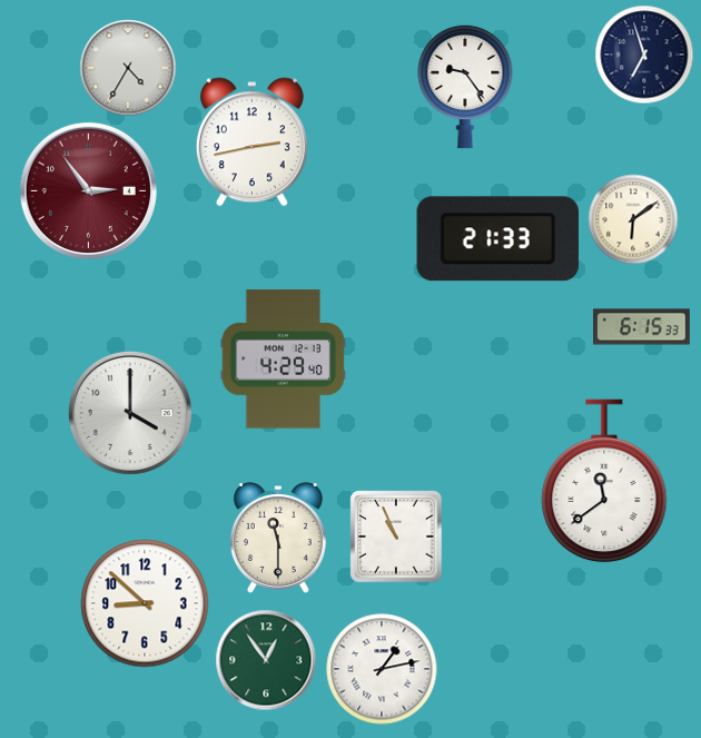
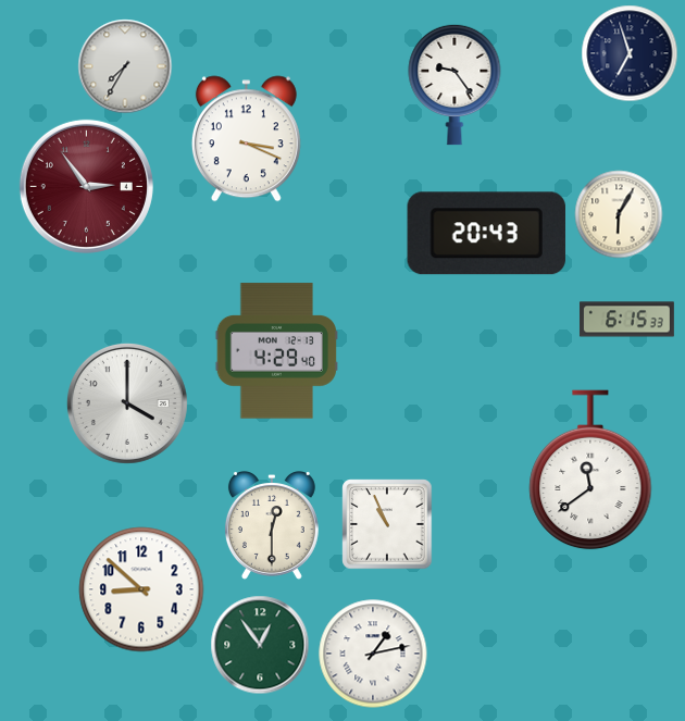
clock at (128, 68): 4:35 -> 7:35
clock at (251, 142): 2:43 -> 3:19
clock at (633, 219): 6:09 -> 6:05
clock at (497, 239): 21:33 -> 20:43
clock at (278, 539): 11:30 -> 12:30
